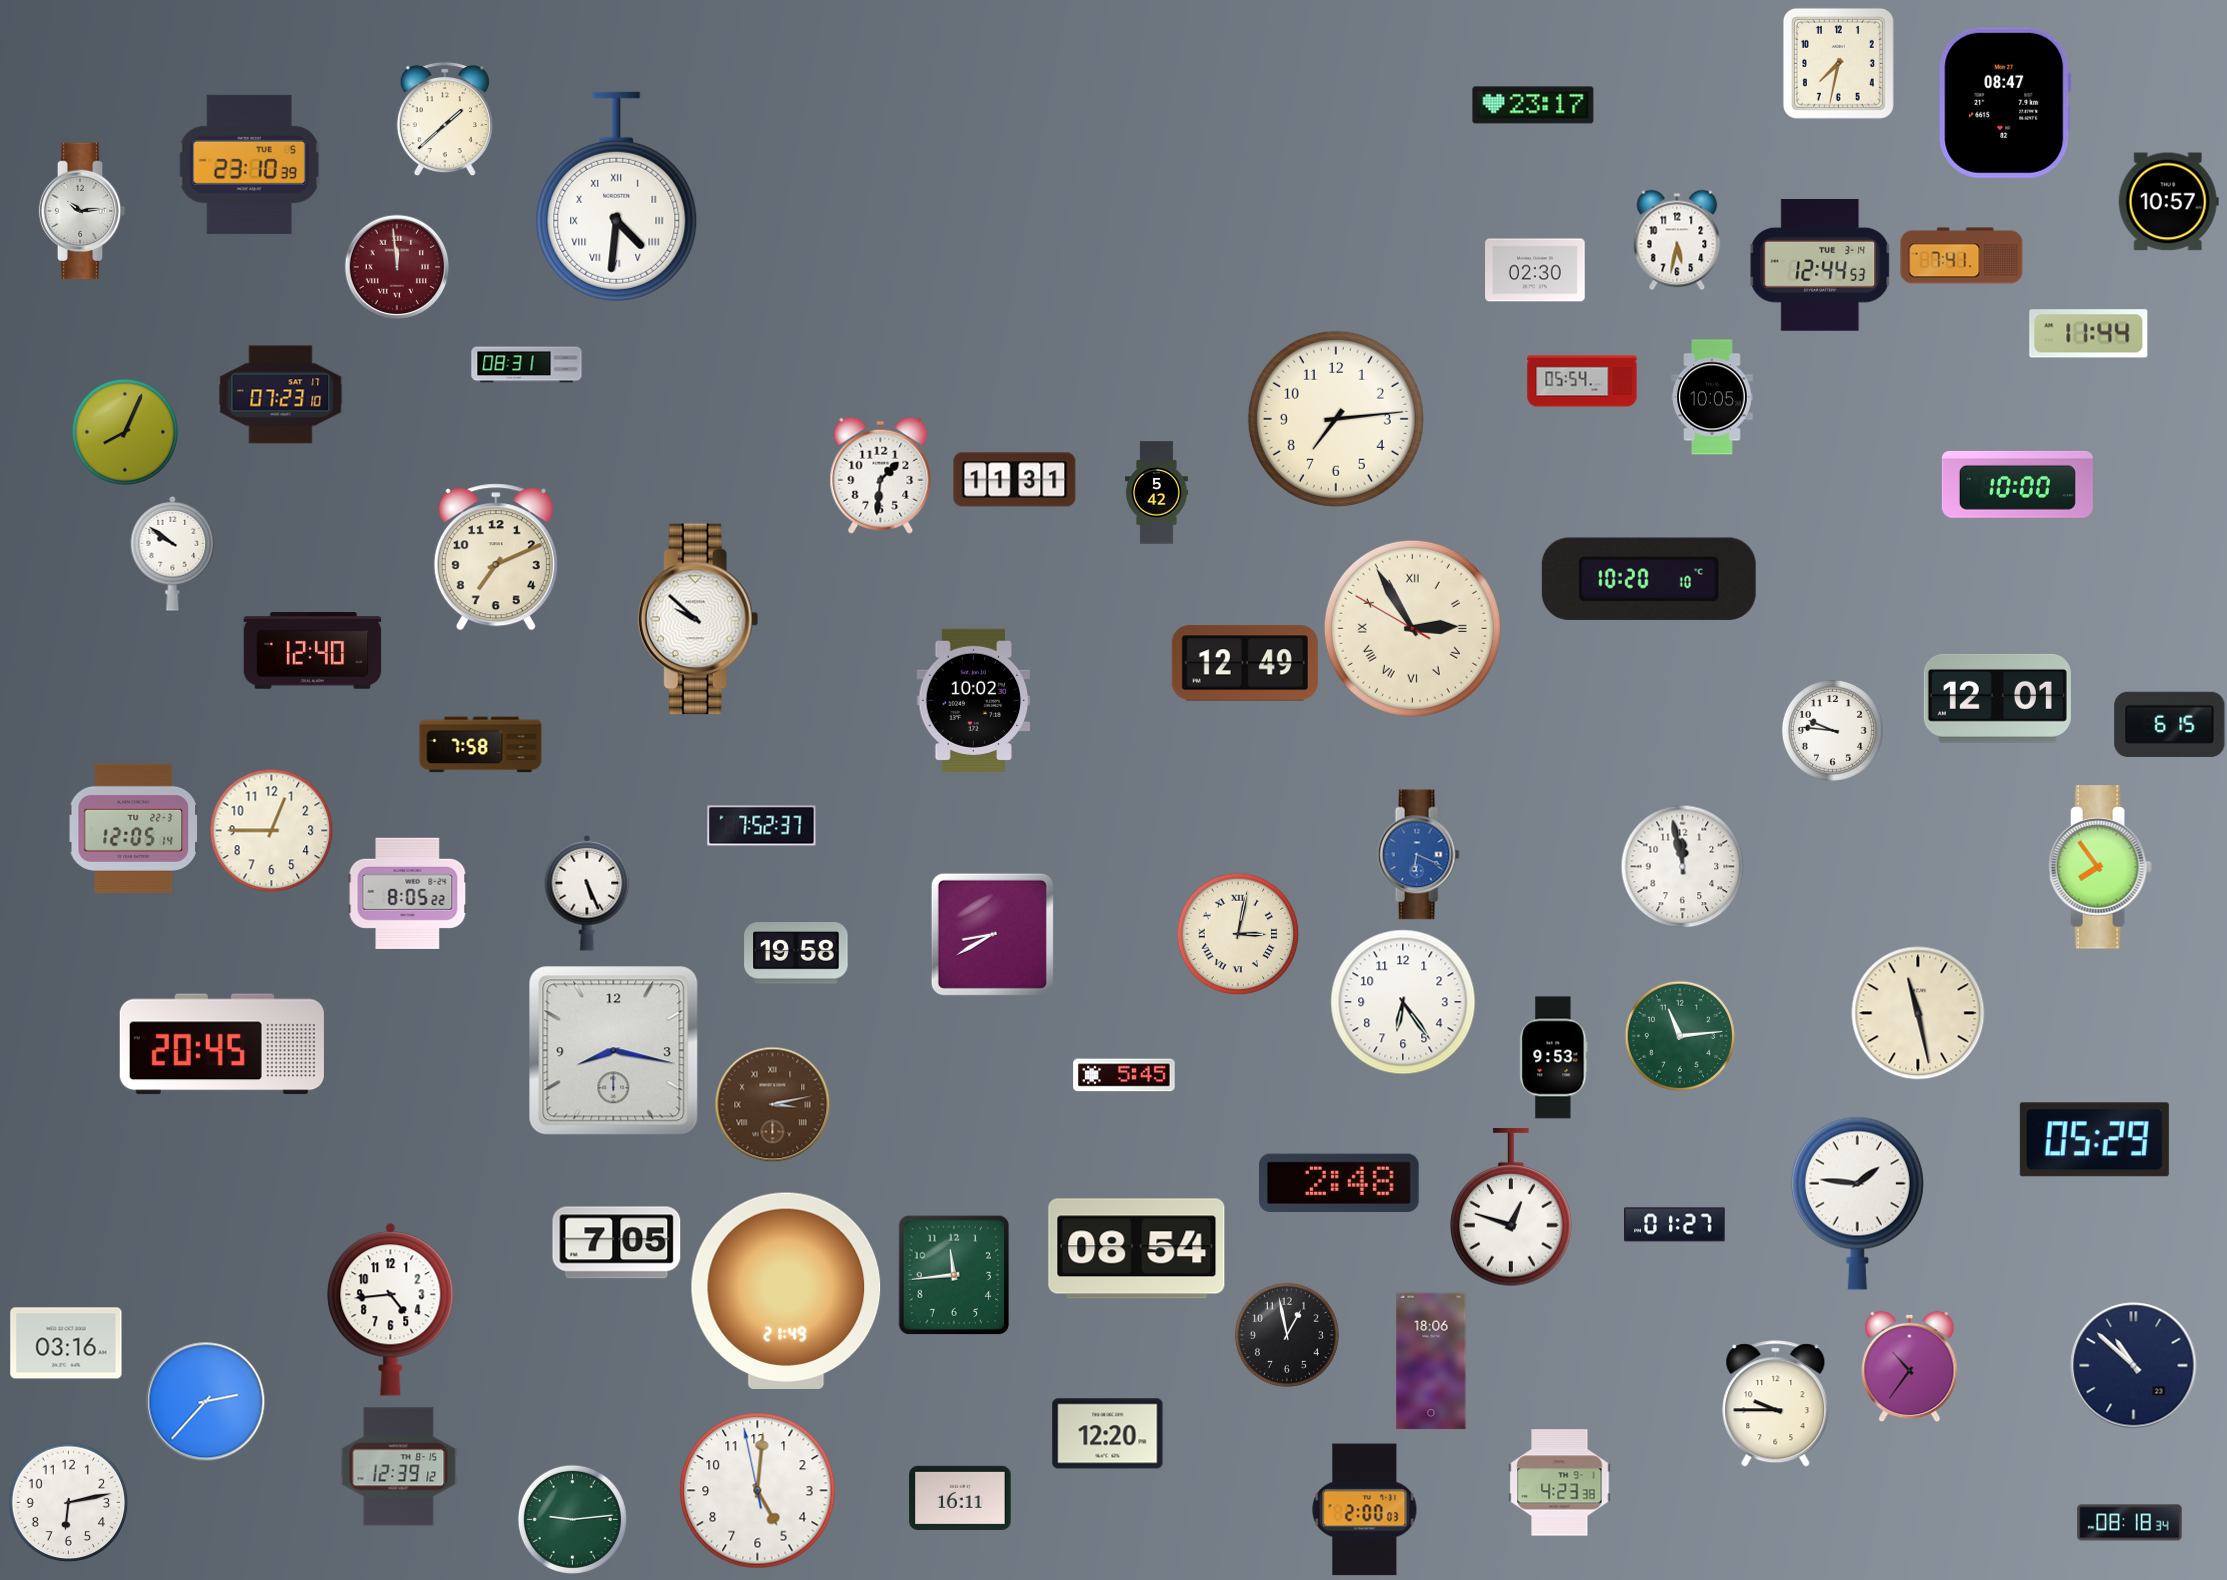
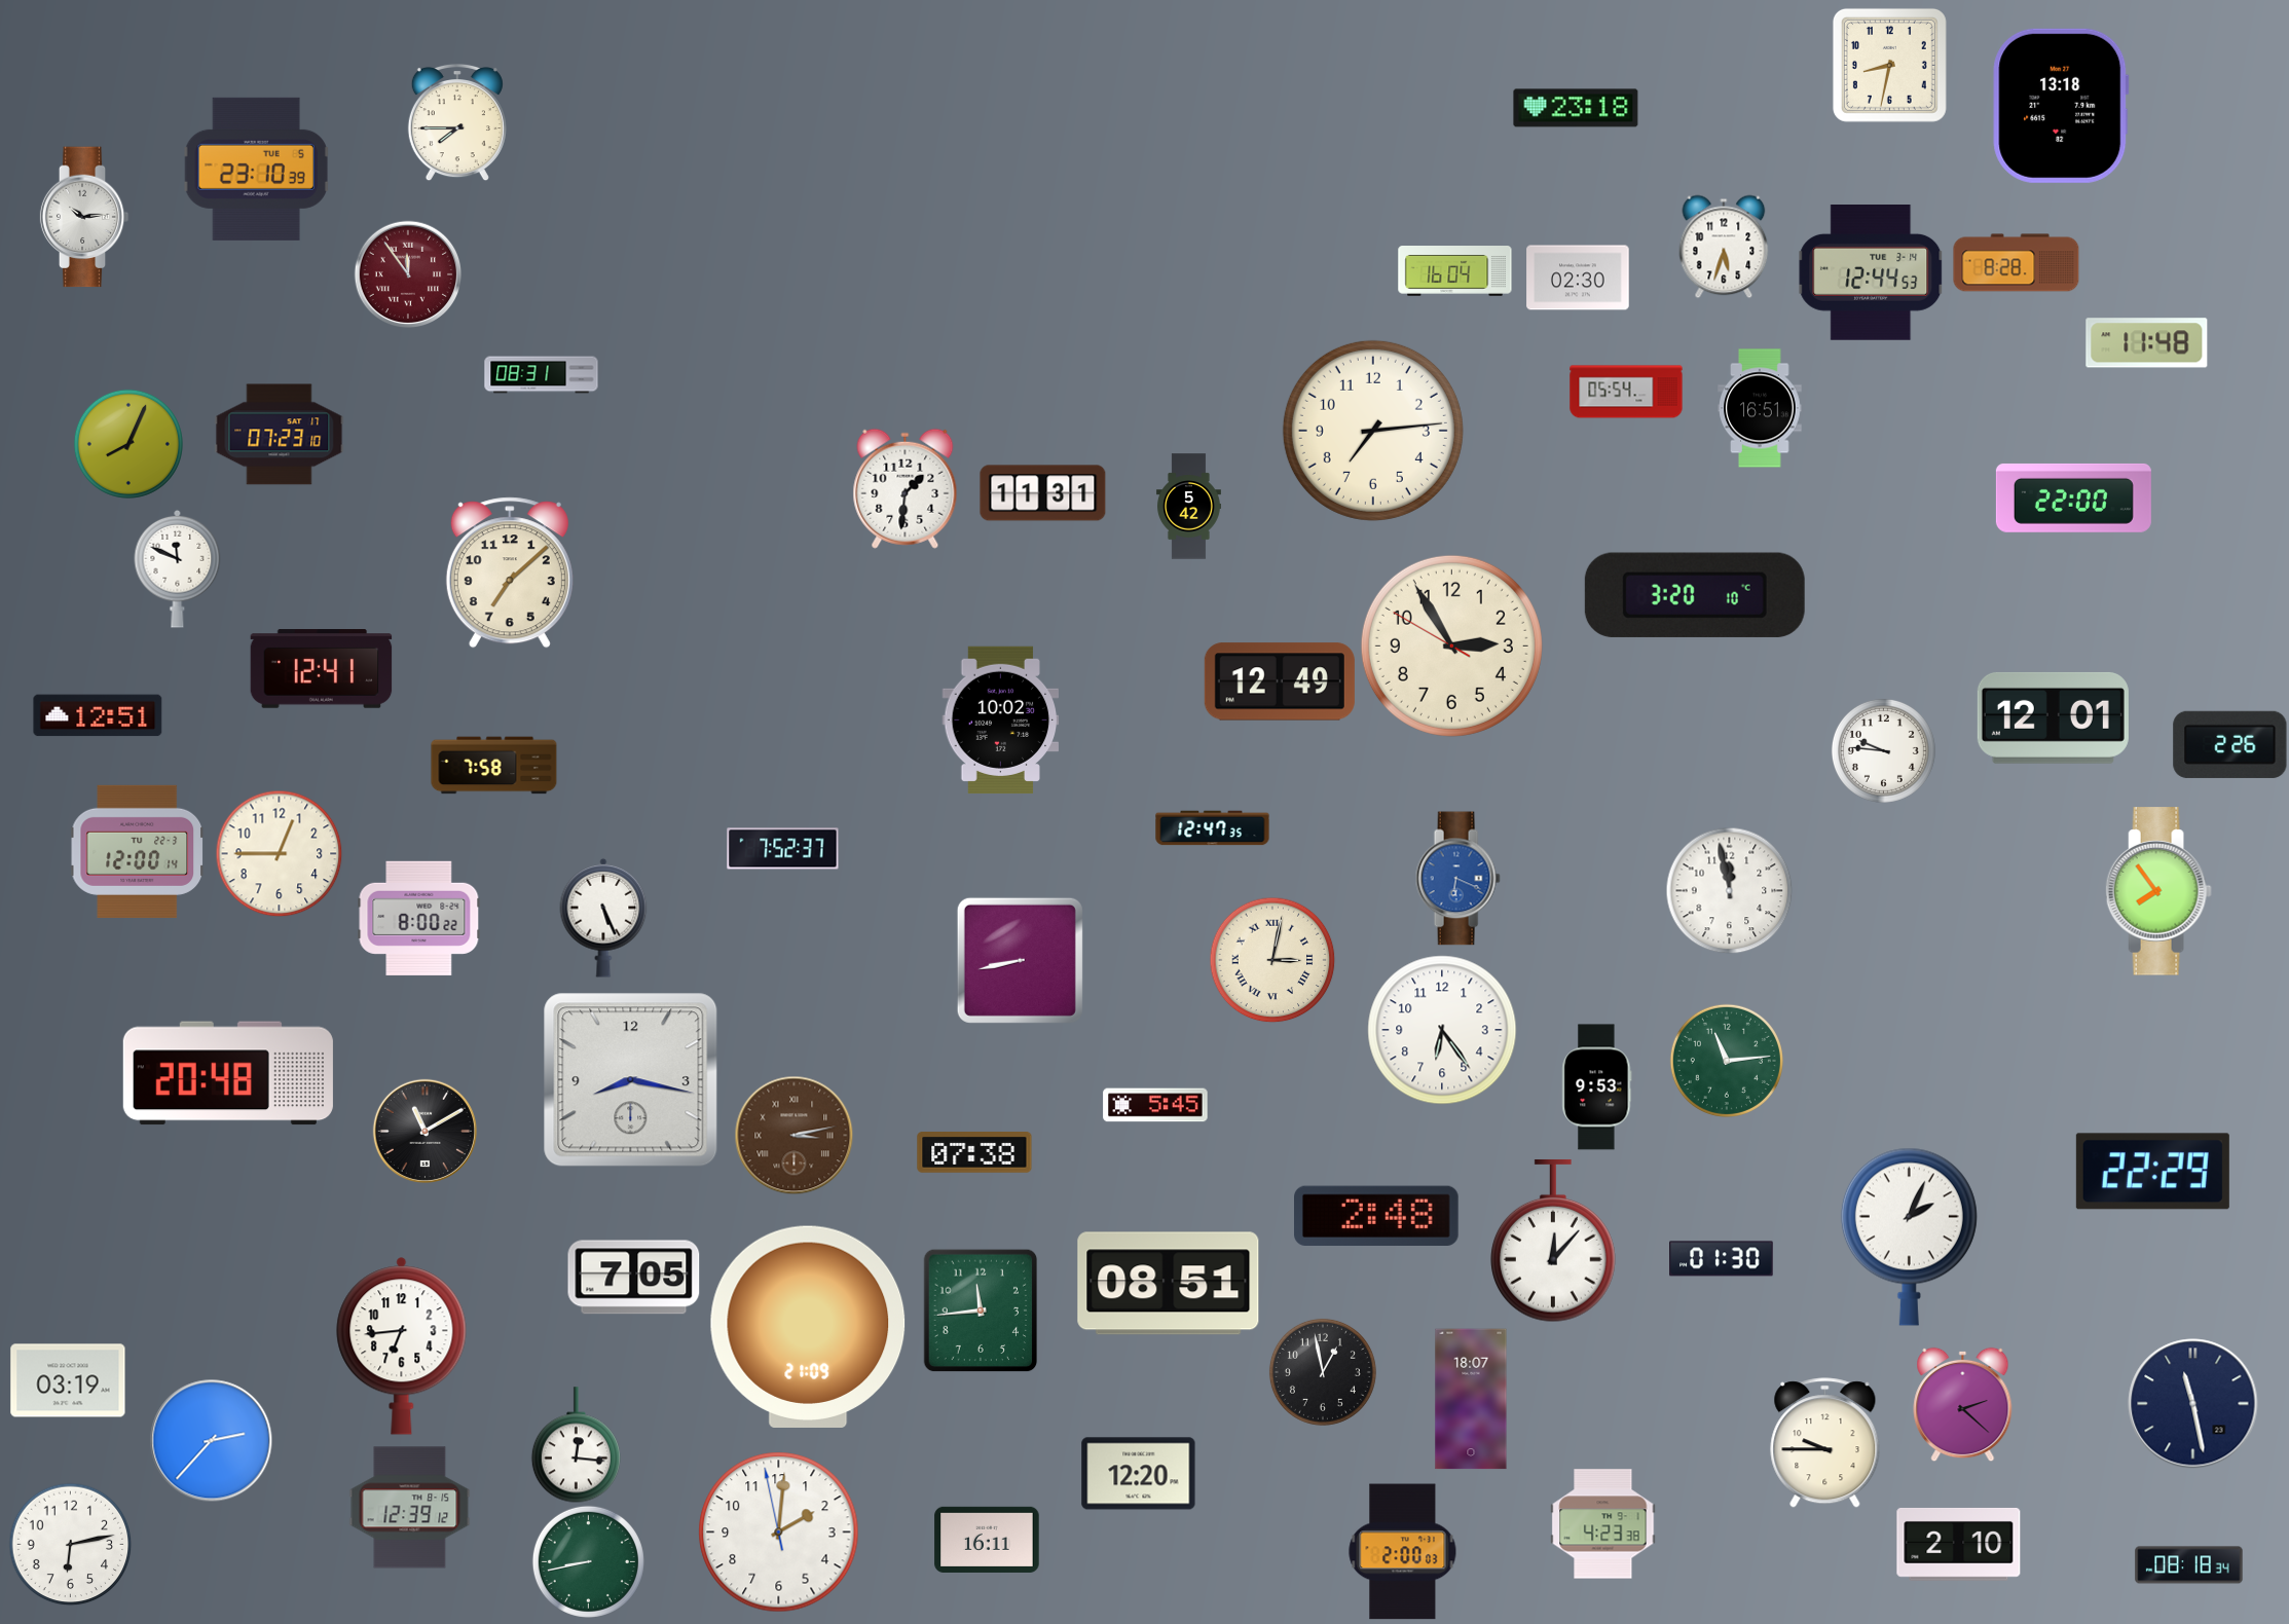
clock at (1838, 63): 7:32 -> 8:32
clock at (2005, 103): 08:47 -> 13:18
clock at (1533, 105): 23:17 -> 23:18
clock at (445, 119): 1:38 -> 7:45
clock at (617, 196): 4:31 -> none
clock at (2168, 202): 10:57 -> none
clock at (1677, 240): 5:32 -> 5:33
clock at (1962, 256): 7:41 -> 8:28
clock at (1455, 271): none -> 16:04
clock at (397, 267): 11:59 -> 11:54
clock at (2089, 334): 11:44 -> 11:48
clock at (281, 395) position: (281, 395) -> (280, 435)
clock at (1712, 397): 10:05 -> 16:51
clock at (2017, 484): 10:00 -> 22:00
clock at (173, 553): 9:51 -> 11:49
clock at (496, 557): 7:11 -> 7:08
clock at (1649, 579): 10:20 -> 3:20
clock at (698, 619): 9:52 -> none
clock at (1412, 628) numerals: Roman -> Arabic
clock at (313, 651): 12:40 -> 12:41
clock at (98, 715): none -> 12:51
clock at (2170, 724): 6:15 -> 2:26
clock at (1213, 828): none -> 12:47
clock at (133, 828): 12:05 -> 12:00
clock at (408, 893): 8:05 -> 8:00
clock at (992, 934): 8:40 -> 8:43
clock at (796, 953): 19:58 -> none
clock at (1918, 1013): 11:28 -> none
clock at (1680, 1036) position: (1680, 1036) -> (1727, 1061)
clock at (222, 1044): 20:45 -> 20:48
clock at (424, 1131): none -> 11:10
clock at (974, 1153): none -> 07:38
clock at (2094, 1140): 05:29 -> 22:29
clock at (1857, 1203): 1:46 -> 2:04
clock at (1512, 1207): 12:48 -> 12:07
clock at (1675, 1225): 01:27 -> 01:30
clock at (1137, 1249): 08:54 -> 08:51
clock at (786, 1290): 21:49 -> 21:09
clock at (391, 1310): 4:44 -> 6:44
clock at (66, 1343): 03:16 -> 03:19
clock at (1431, 1361): 18:06 -> 18:07
clock at (1910, 1366): 10:36 -> 2:22
clock at (2134, 1366): 10:52 -> 11:28
clock at (576, 1445): none -> 12:16
clock at (758, 1491): 5:00 -> 2:00
clock at (1959, 1545): none -> 2:10
clock at (572, 1519): 9:14 -> 8:43
